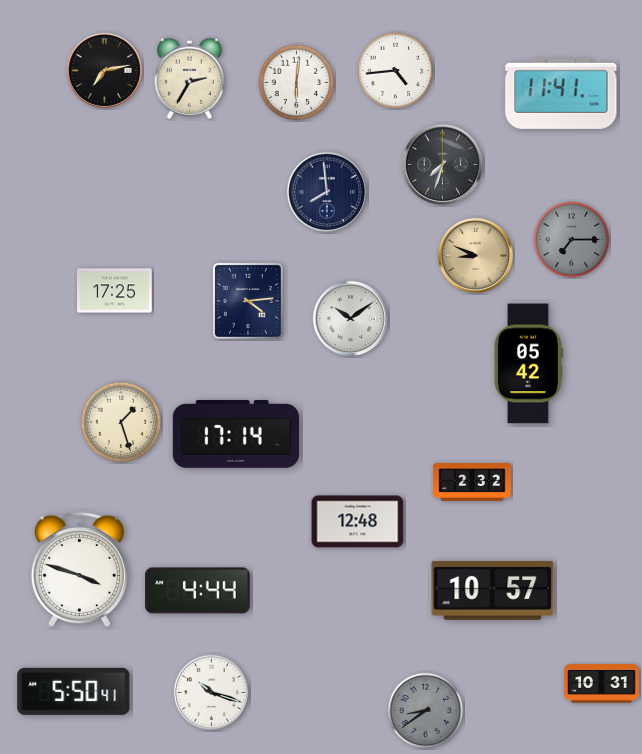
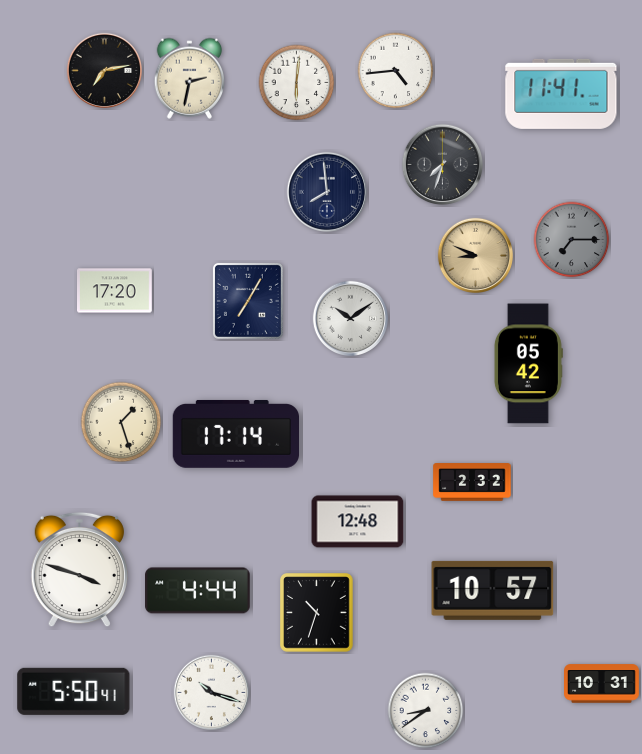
clock at (189, 78): 2:35 -> 2:32
clock at (115, 291): 17:25 -> 17:20
clock at (248, 301): 4:14 -> 7:05
clock at (317, 613): none -> 10:33
clock at (426, 711) dial: grey -> white
